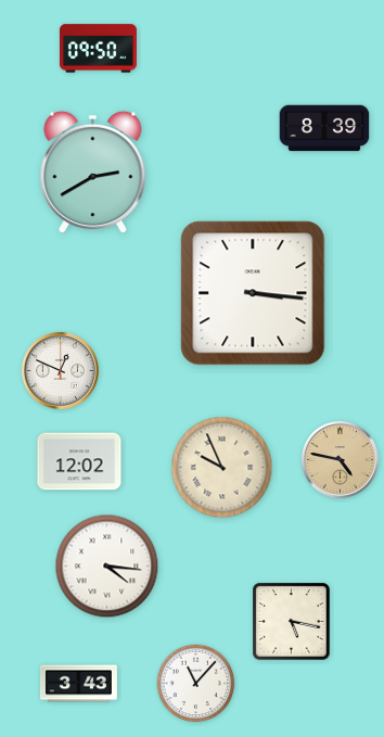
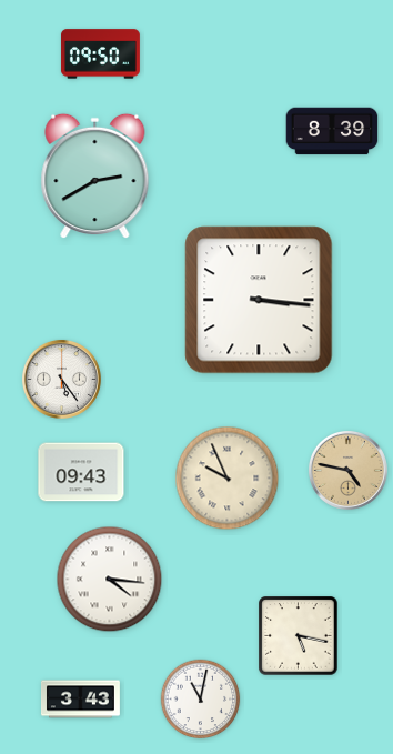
clock at (98, 49) position: (98, 49) -> (100, 54)
clock at (60, 370): 12:49 -> 5:24
clock at (79, 461): 12:02 -> 09:43
clock at (196, 684): 11:07 -> 11:02
